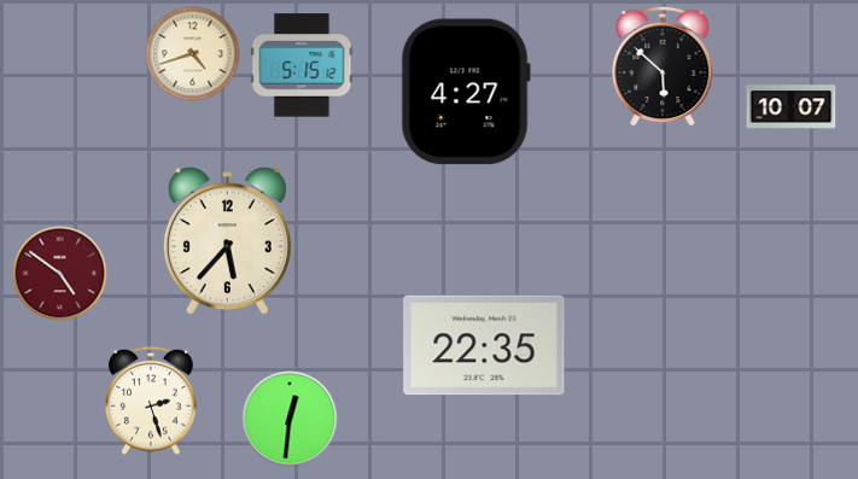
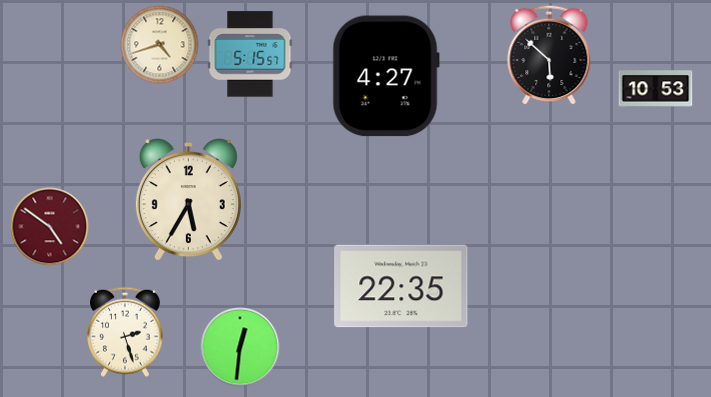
clock at (302, 65): 5:15:12 -> 5:15:57
clock at (792, 107): 10:07 -> 10:53
clock at (227, 241): 5:37 -> 5:35
